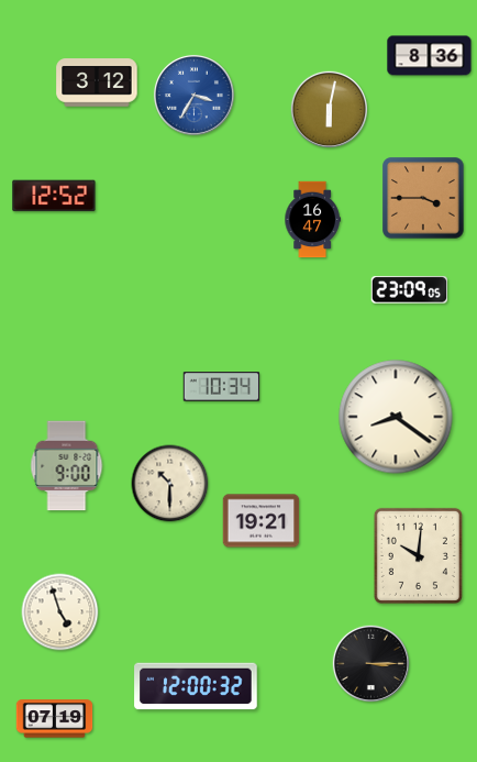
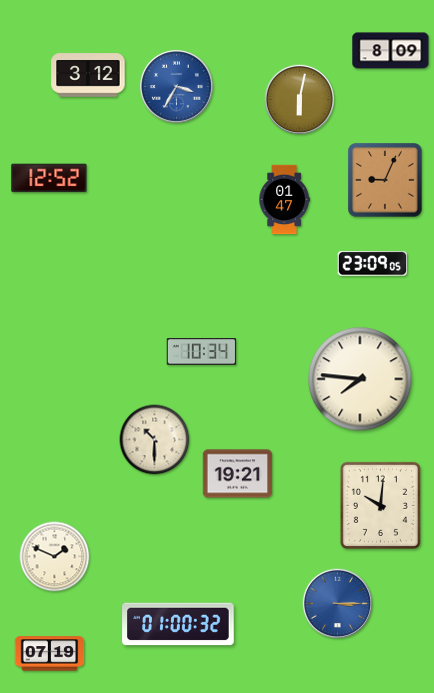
clock at (430, 56): 8:36 -> 8:09
clock at (423, 198): 3:45 -> 9:04
clock at (312, 220): 16:47 -> 01:47
clock at (396, 417): 8:21 -> 7:46
clock at (67, 466): 9:00 -> none
clock at (60, 612): 4:57 -> 1:49
clock at (370, 663) dial: black -> blue
clock at (196, 686): 12:00 -> 01:00
